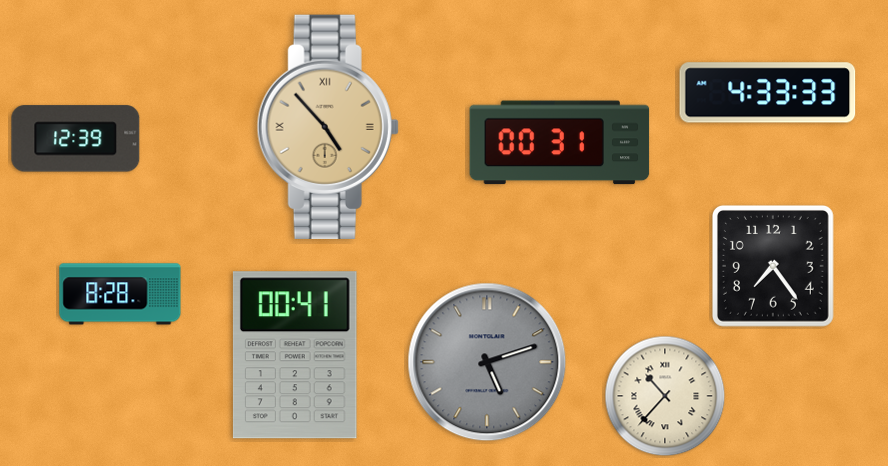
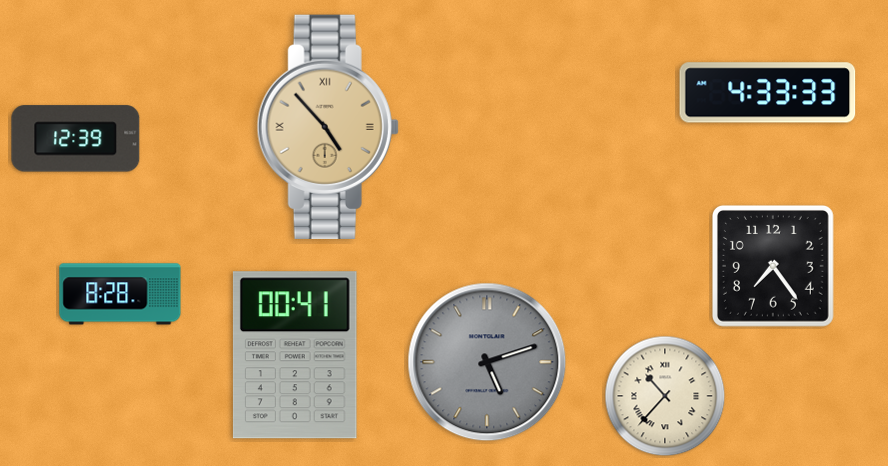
clock at (560, 143): 00:31 -> none
